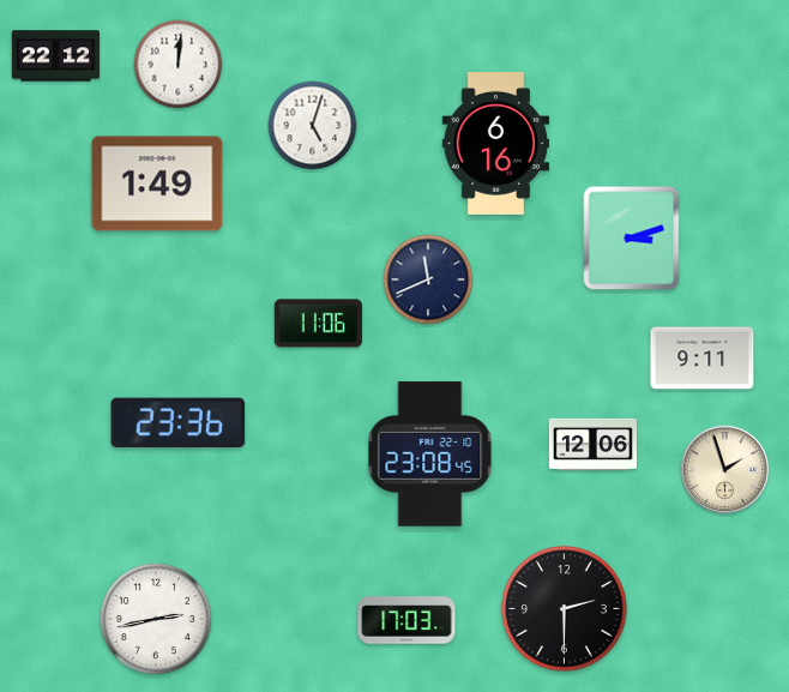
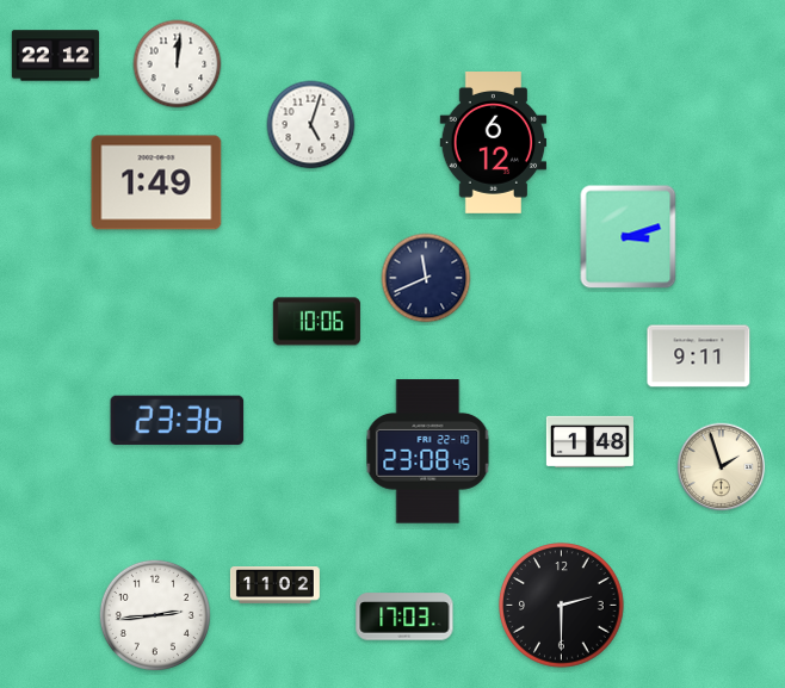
clock at (496, 144): 6:16 -> 6:12
clock at (318, 324): 11:06 -> 10:06
clock at (592, 444): 12:06 -> 1:48
clock at (274, 585): none -> 11:02
clock at (156, 619): 2:43 -> 2:44
